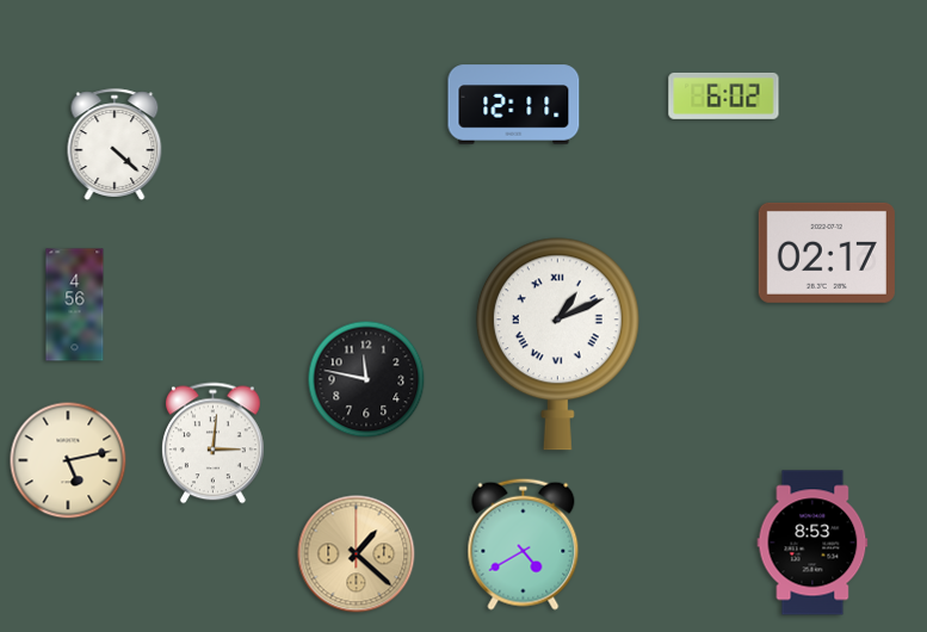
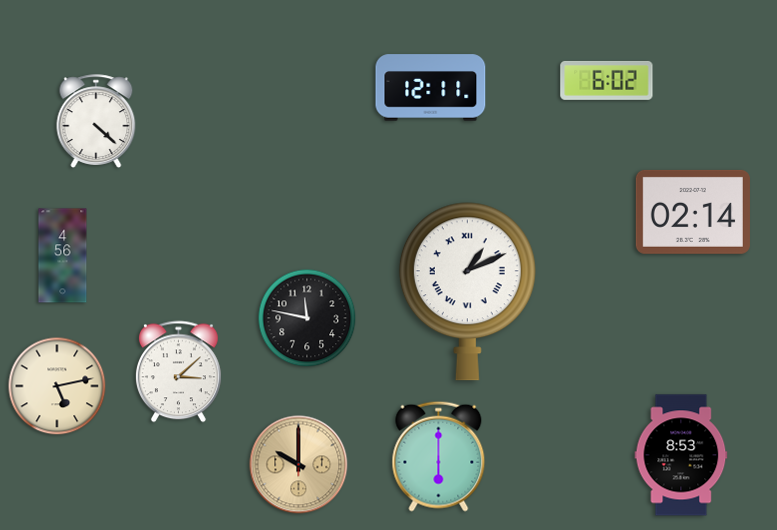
clock at (827, 253): 02:17 -> 02:14
clock at (557, 345) position: (557, 345) -> (467, 292)
clock at (212, 444): 3:01 -> 3:08
clock at (524, 544): 4:40 -> 6:00
clock at (357, 554): 1:22 -> 10:00
